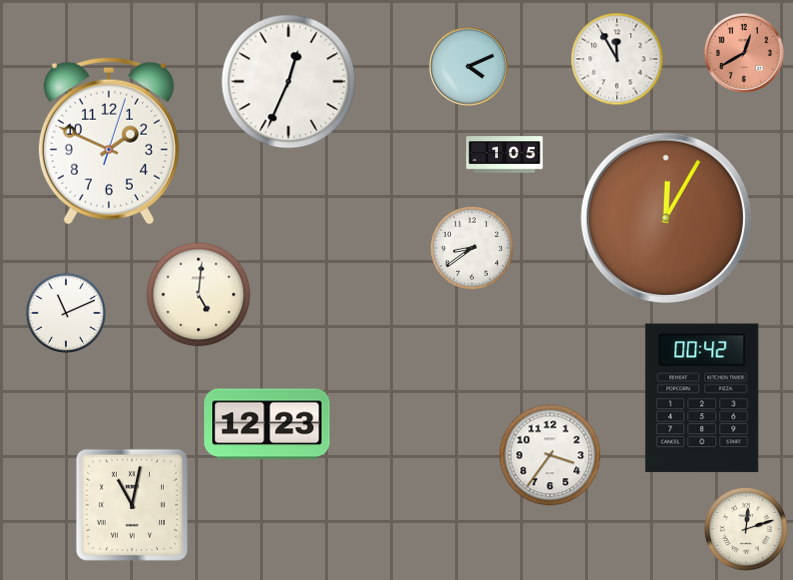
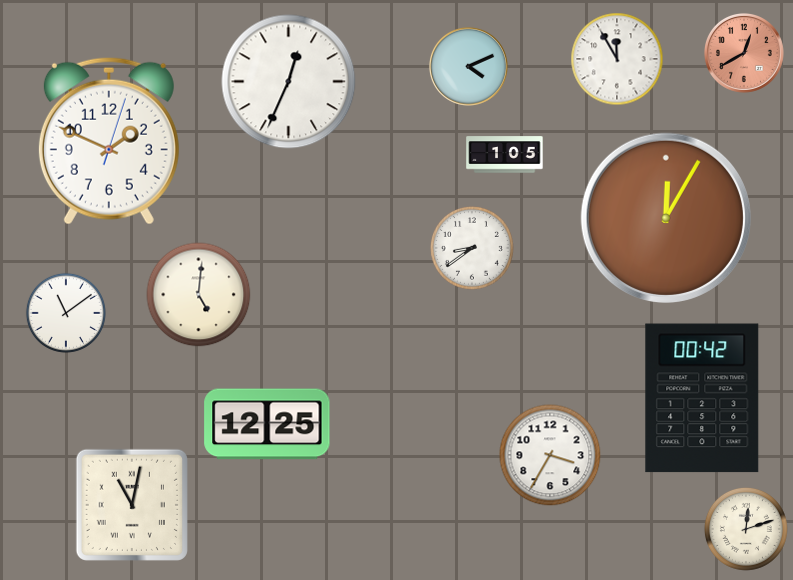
clock at (66, 313): 11:11 -> 11:09
clock at (267, 424): 12:23 -> 12:25
clock at (550, 455): 3:36 -> 3:35
